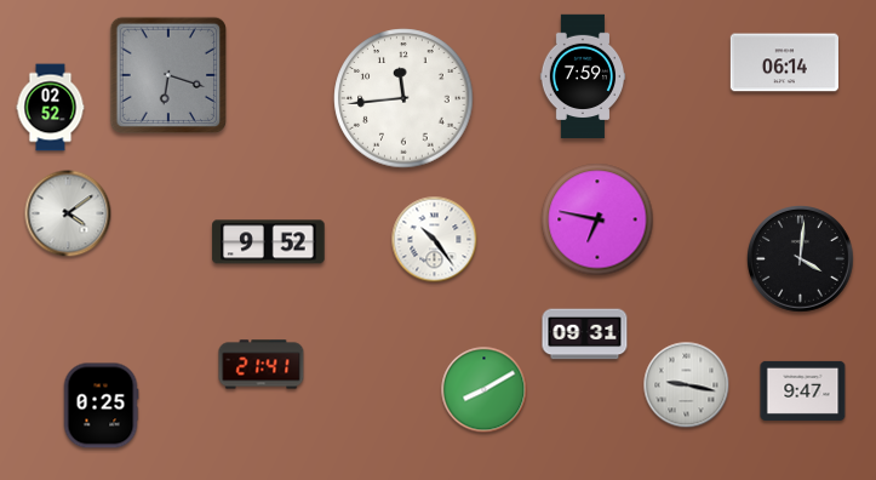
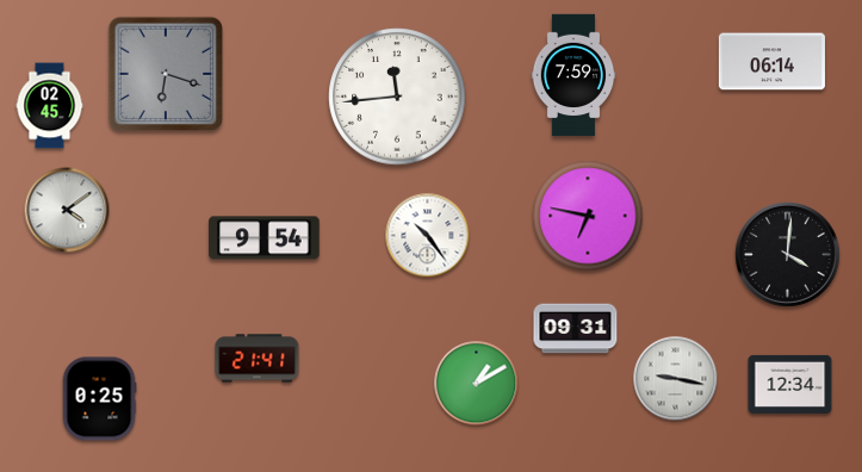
clock at (51, 108): 02:52 -> 02:45
clock at (269, 242): 9:52 -> 9:54
clock at (485, 390): 8:10 -> 1:10
clock at (803, 390): 9:47 -> 12:34
